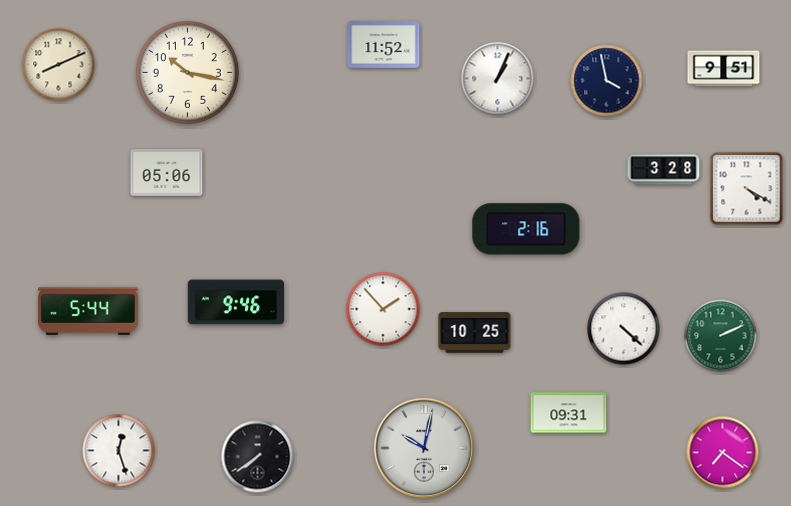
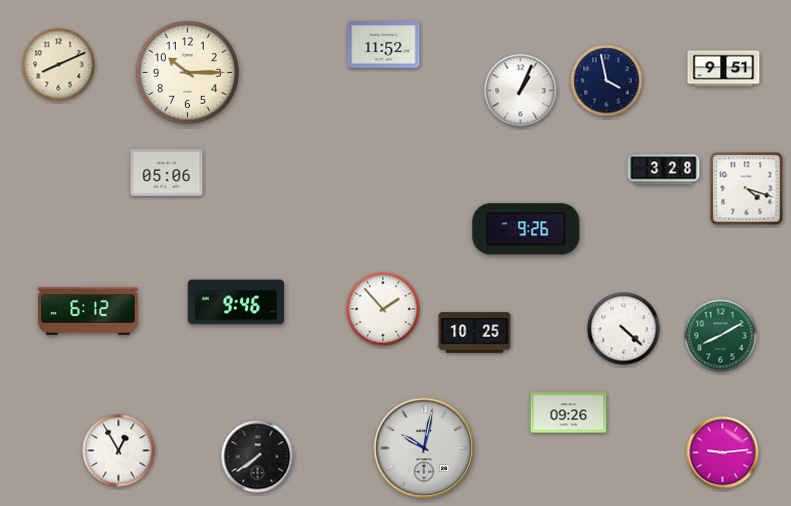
clock at (187, 72): 10:17 -> 10:15
clock at (498, 79) position: (498, 79) -> (521, 91)
clock at (747, 189): 4:20 -> 4:18
clock at (526, 229): 2:16 -> 9:26
clock at (89, 311): 5:44 -> 6:12
clock at (721, 336): 2:11 -> 8:10
clock at (569, 413): 09:31 -> 09:26
clock at (119, 451): 12:27 -> 12:55
clock at (723, 453): 7:21 -> 9:14
